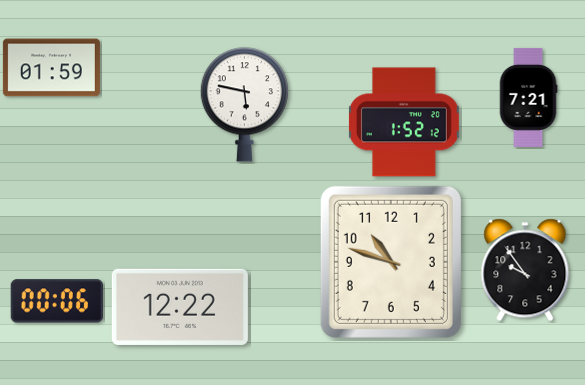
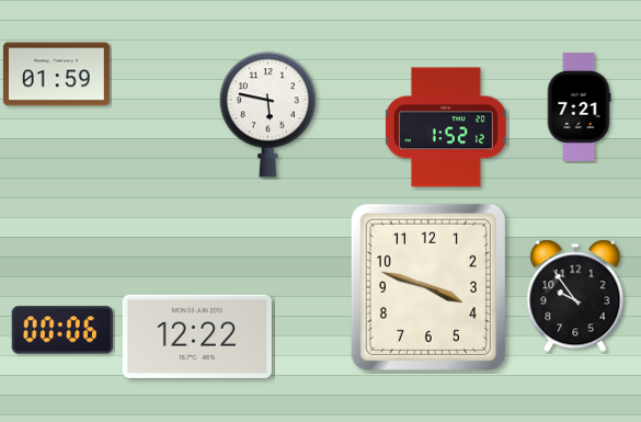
clock at (404, 122) position: (404, 122) -> (446, 127)
clock at (391, 262): 10:48 -> 3:48
